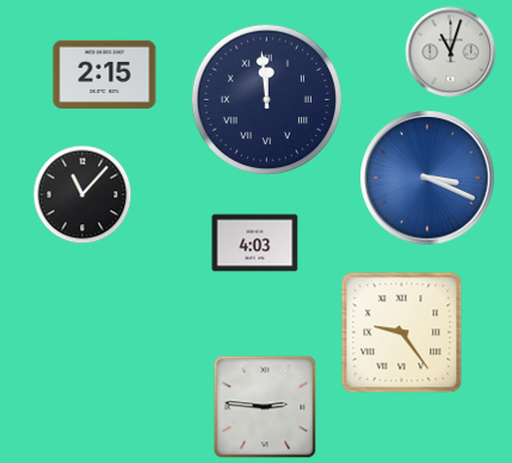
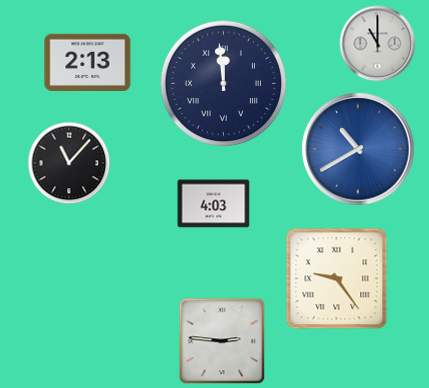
clock at (451, 53): 11:03 -> 11:00
clock at (105, 74): 2:15 -> 2:13
clock at (427, 178): 3:19 -> 10:40
